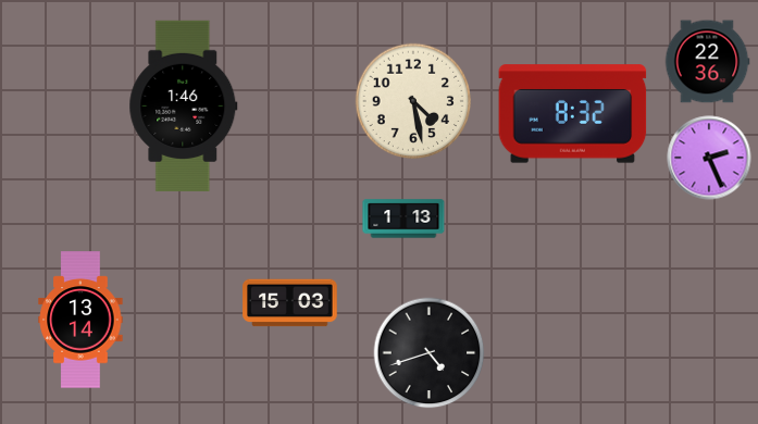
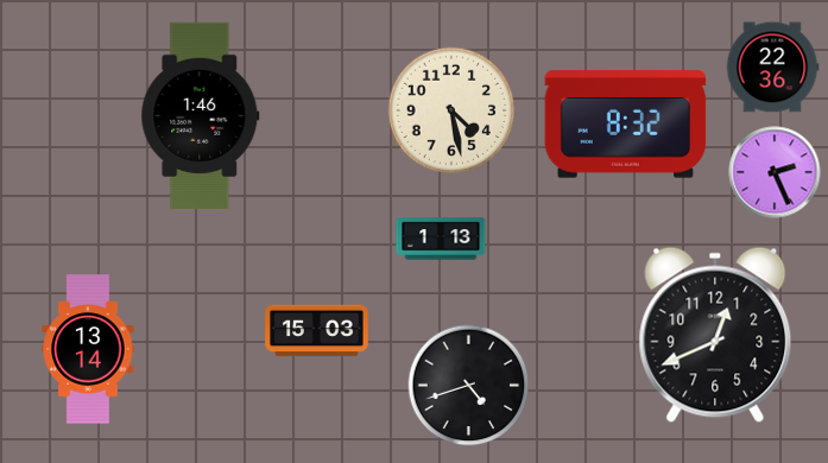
clock at (715, 335): none -> 12:41
